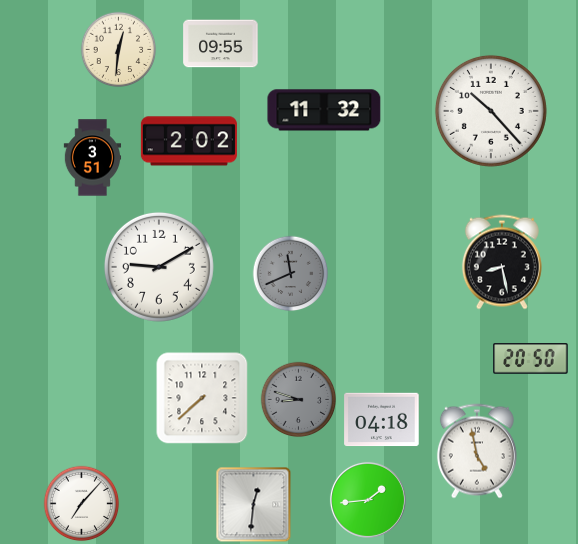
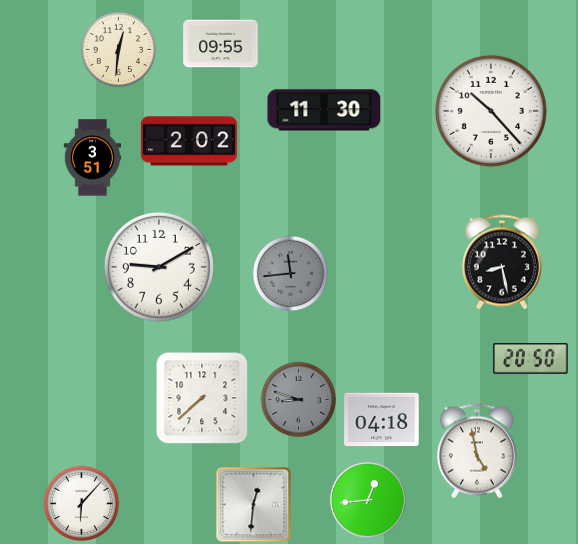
clock at (324, 110): 11:32 -> 11:30
clock at (291, 274): 11:41 -> 11:44
clock at (368, 500): 1:44 -> 12:44
clock at (82, 504): 7:07 -> 6:07
